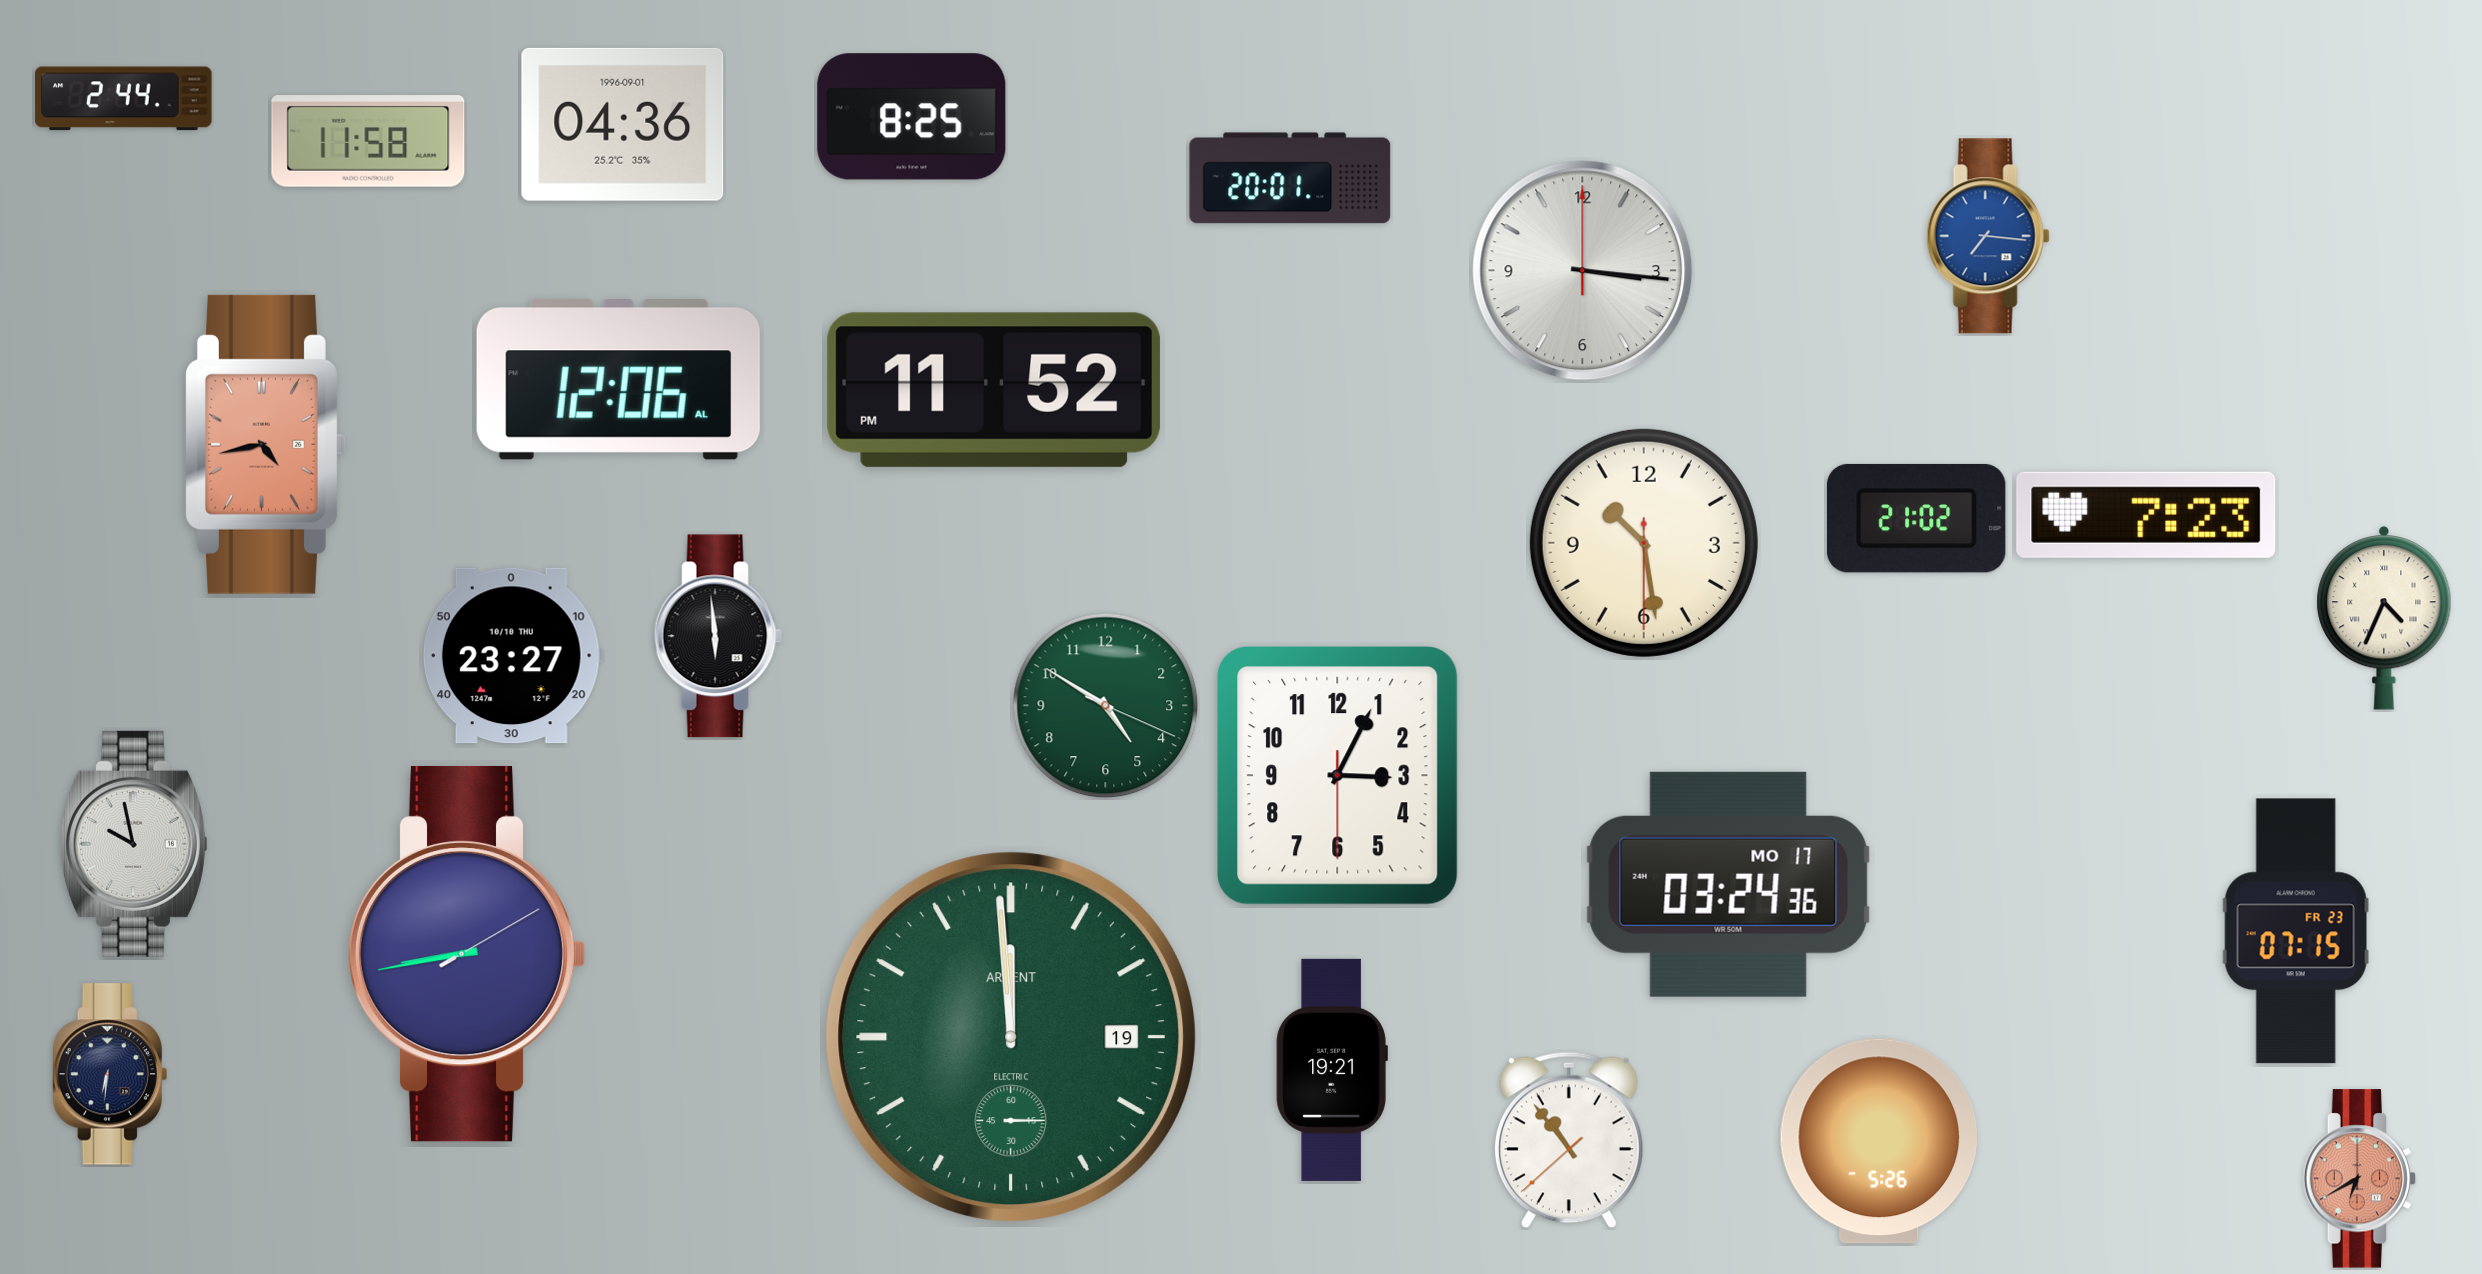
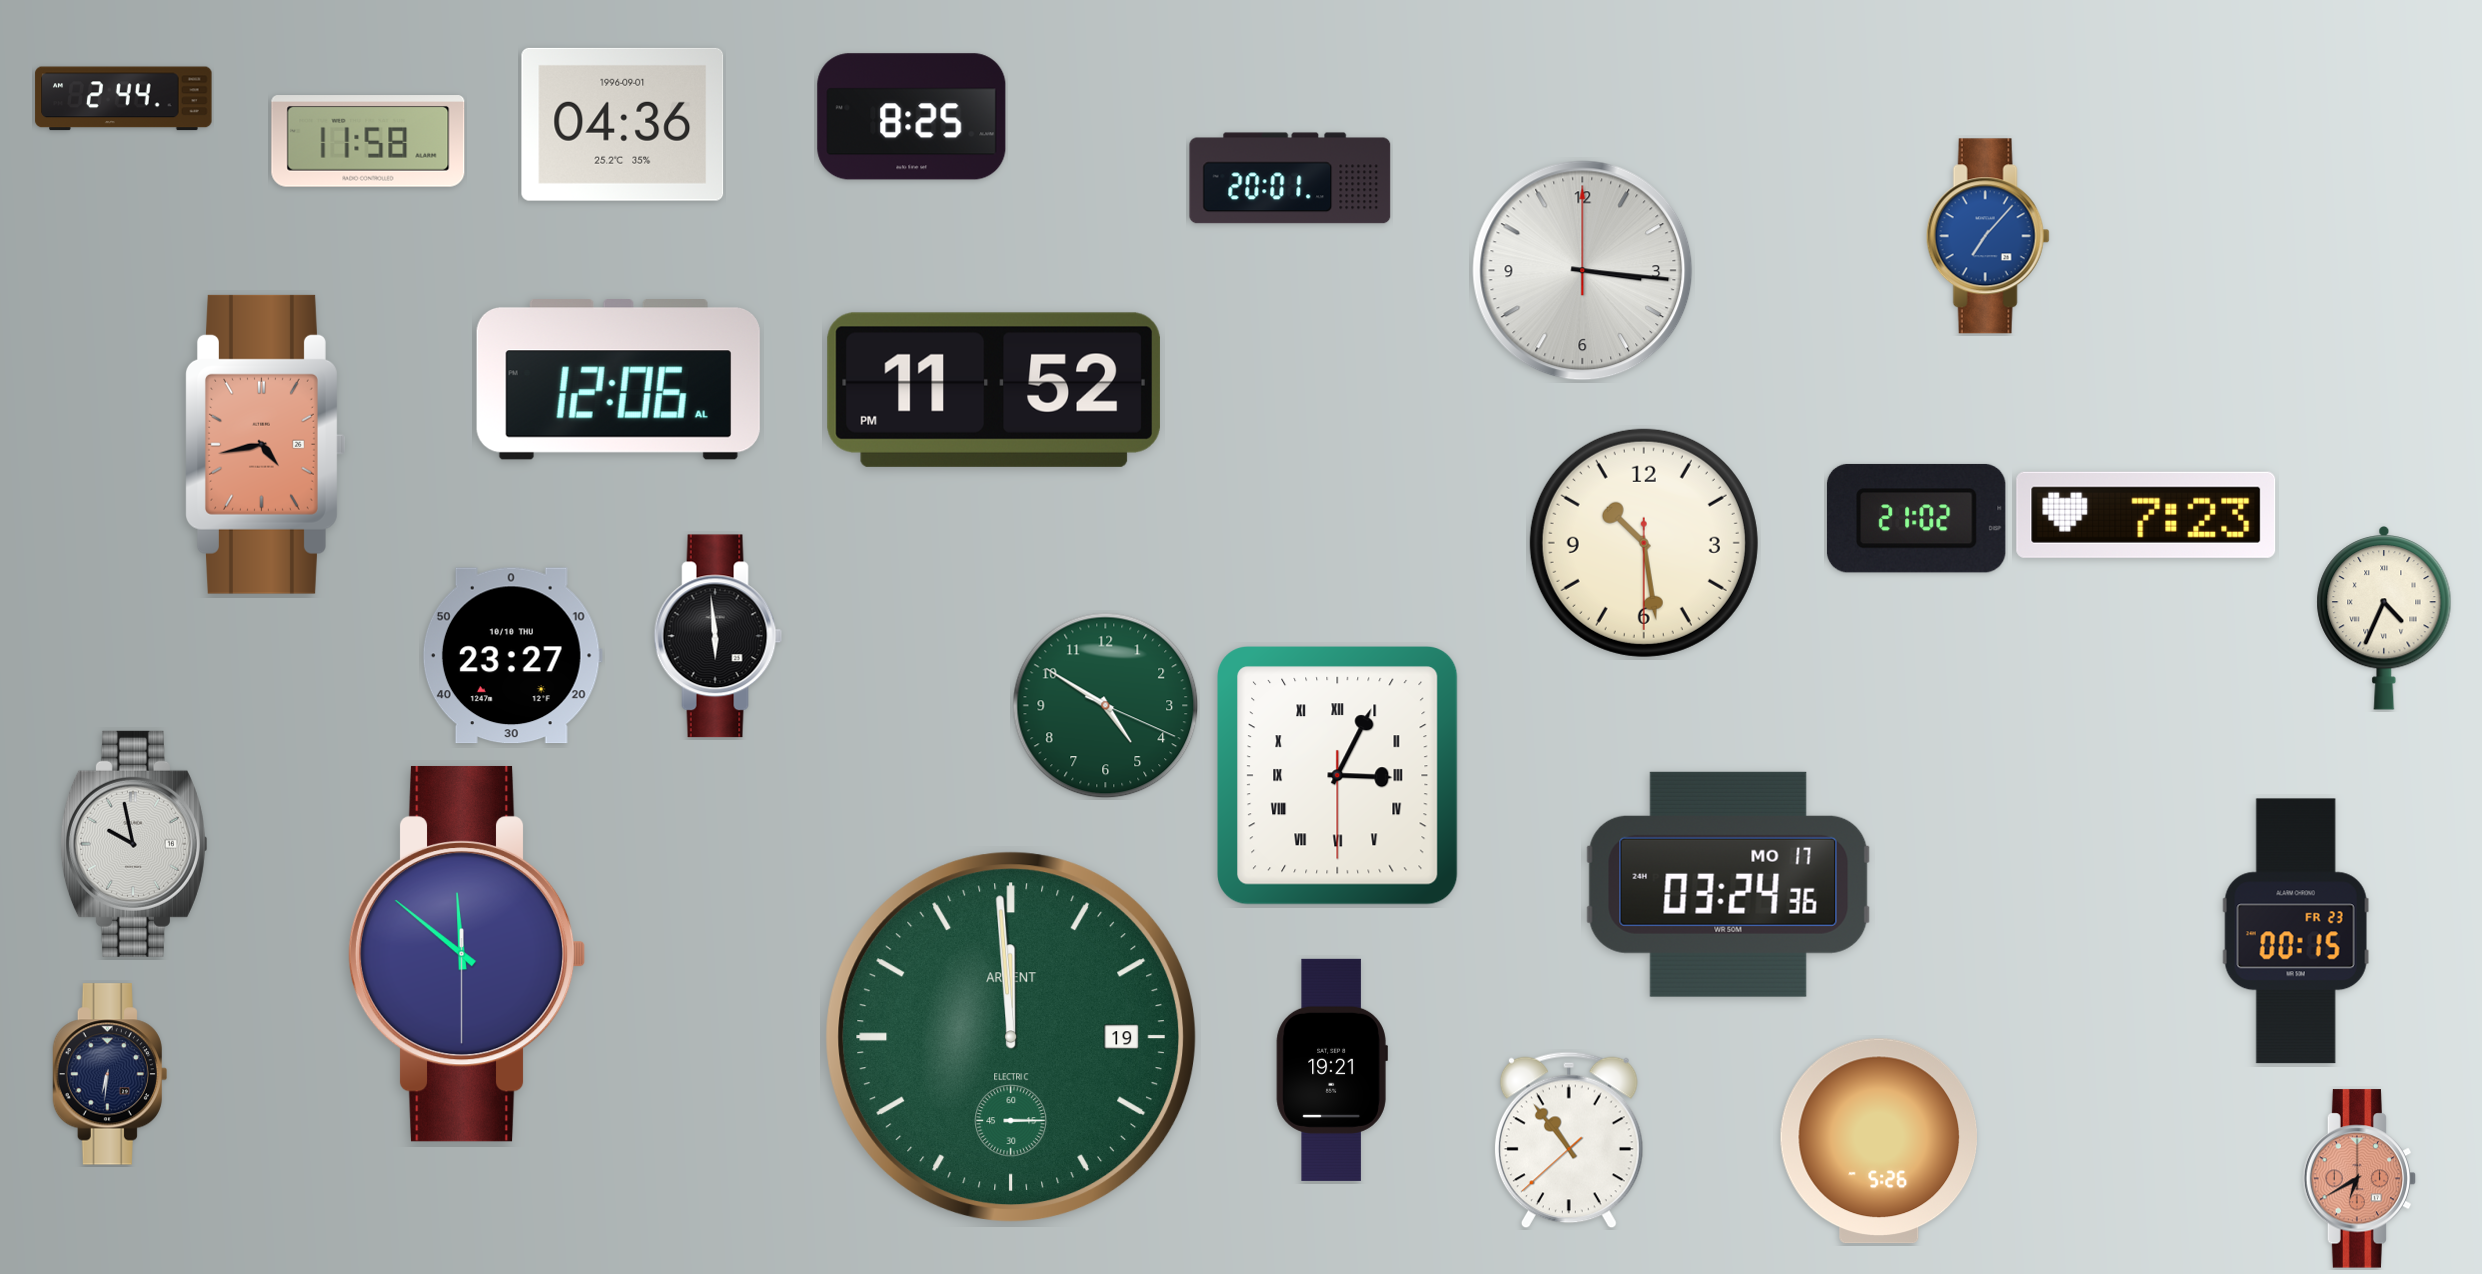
clock at (1988, 236): 7:16 -> 7:07
clock at (1338, 776) numerals: Arabic -> Roman
clock at (2296, 931): 07:15 -> 00:15
clock at (467, 954): 8:43 -> 11:51
